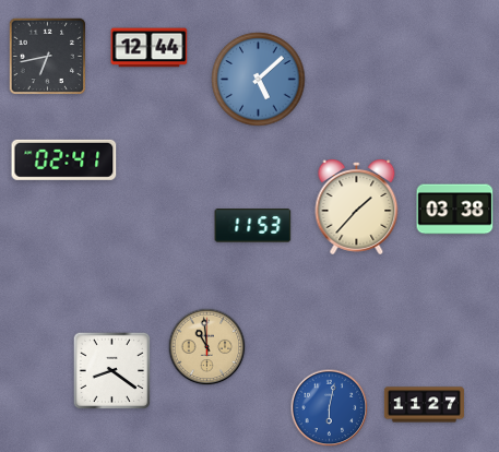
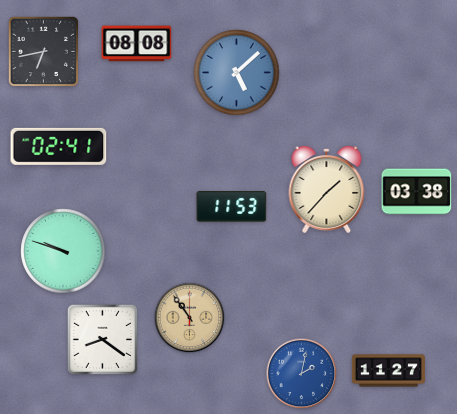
clock at (150, 48): 12:44 -> 08:08
clock at (63, 251): none -> 9:48
clock at (207, 347): 10:59 -> 10:54
clock at (330, 408): 6:02 -> 2:02
